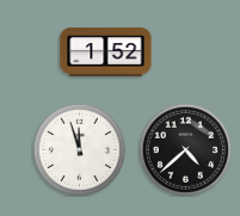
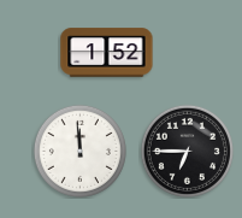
clock at (79, 149): 11:57 -> 11:59
clock at (185, 149): 4:38 -> 6:45
